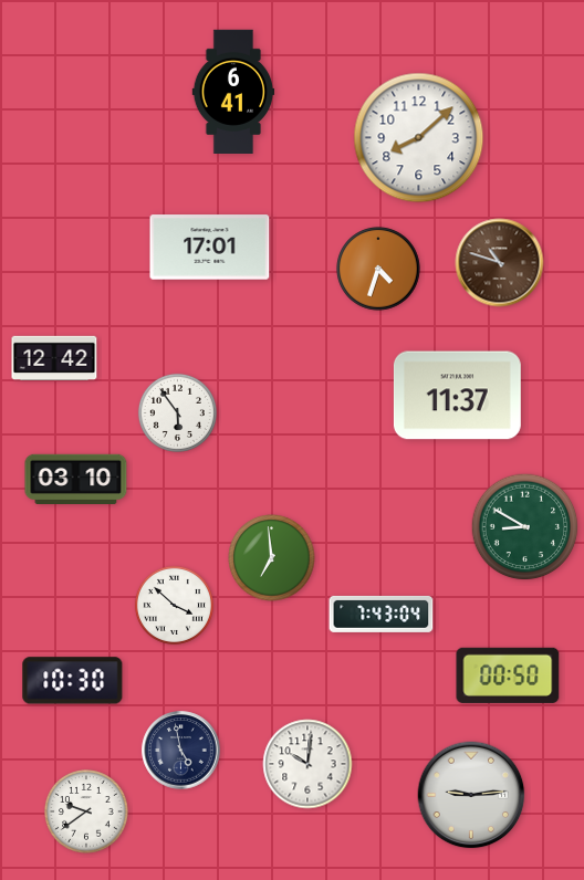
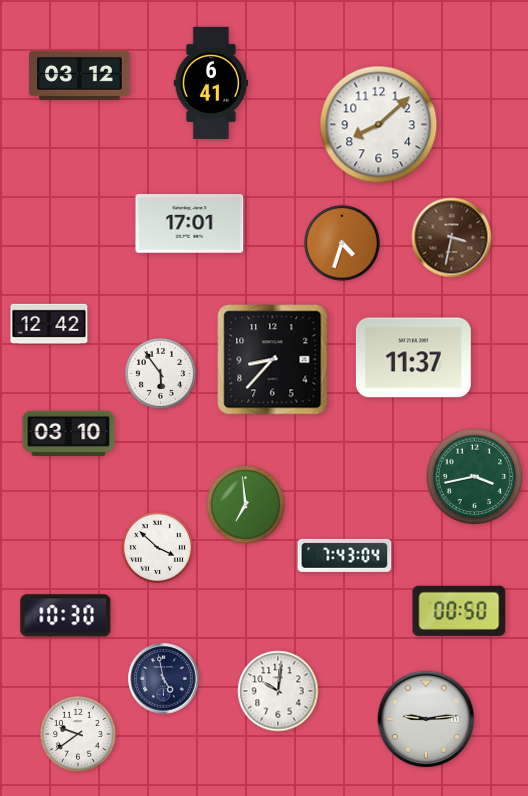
clock at (80, 75): none -> 03:12
clock at (500, 263): 10:48 -> 3:32
clock at (273, 360): none -> 8:37
clock at (525, 527): 8:50 -> 3:43
